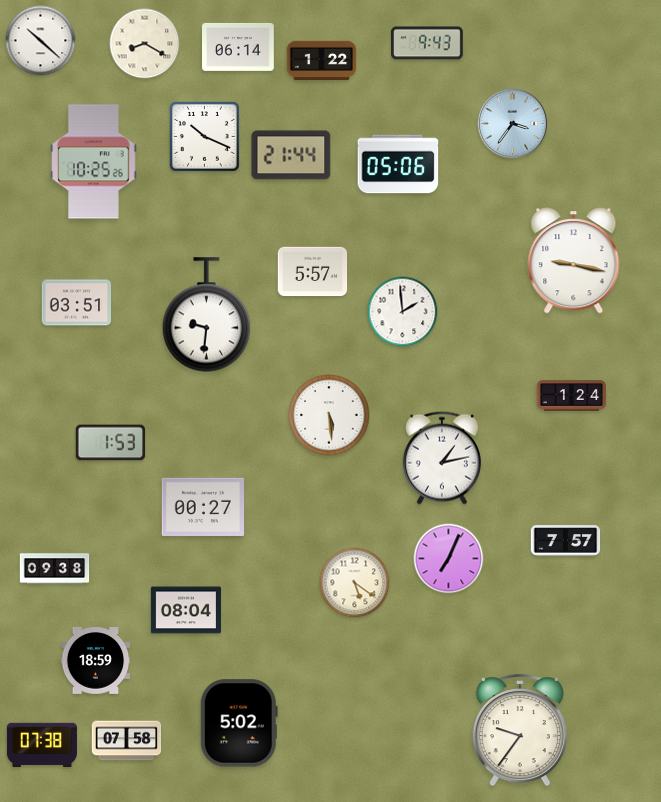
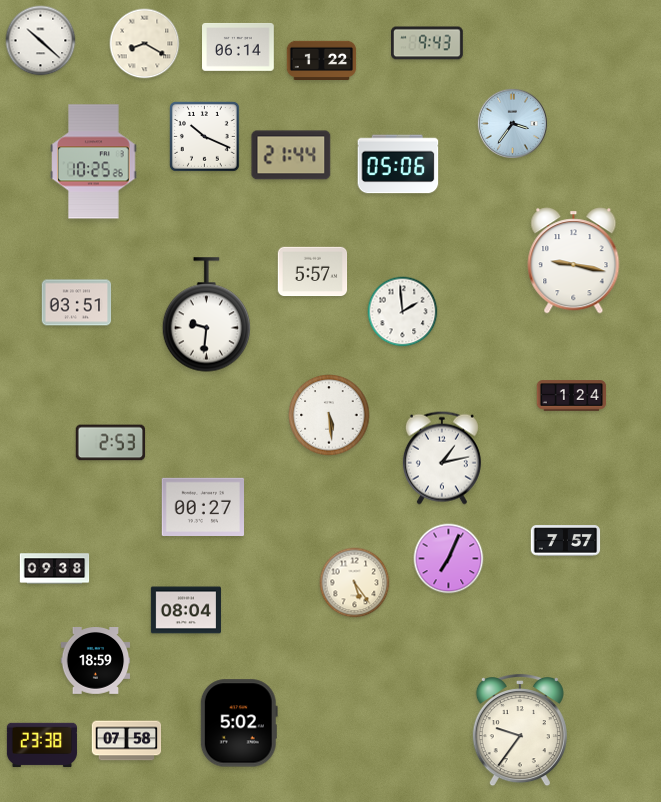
clock at (111, 443): 1:53 -> 2:53
clock at (355, 583): 5:21 -> 5:24
clock at (42, 745): 07:38 -> 23:38
